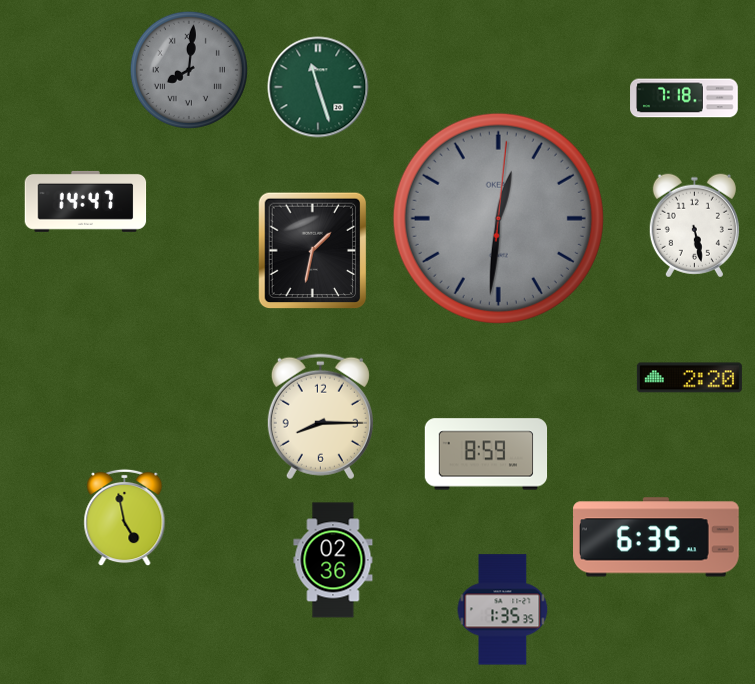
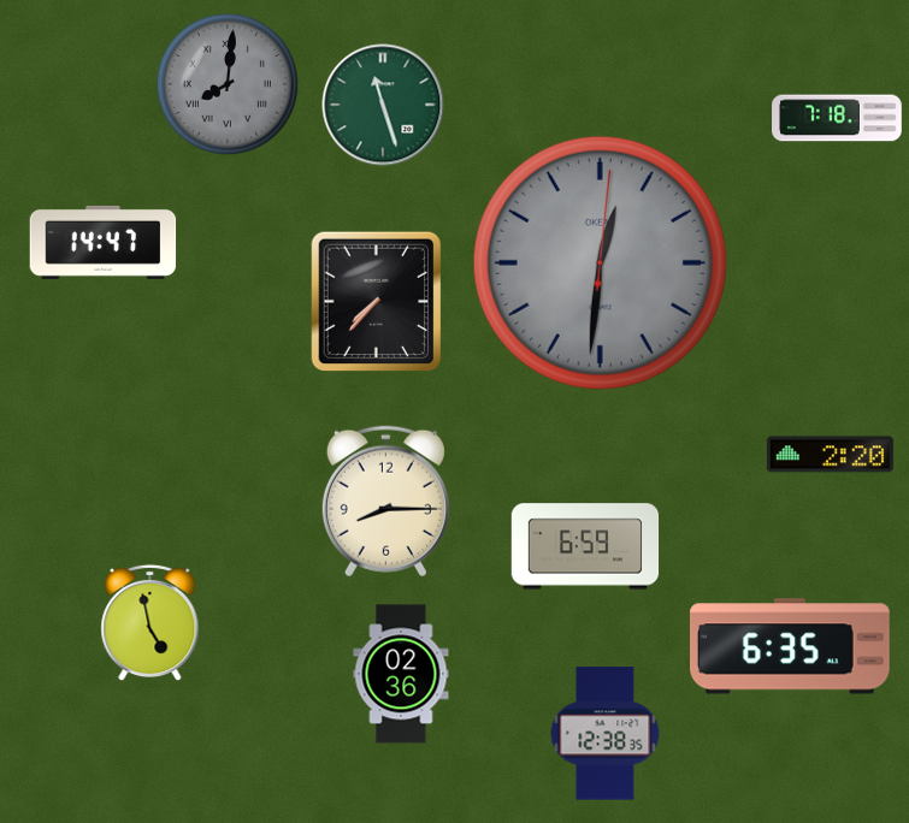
clock at (684, 98) position: (684, 98) -> (837, 118)
clock at (694, 226): 5:28 -> none
clock at (313, 251): 1:32 -> 7:37
clock at (486, 454): 8:59 -> 6:59
clock at (503, 610): 1:35 -> 12:38
